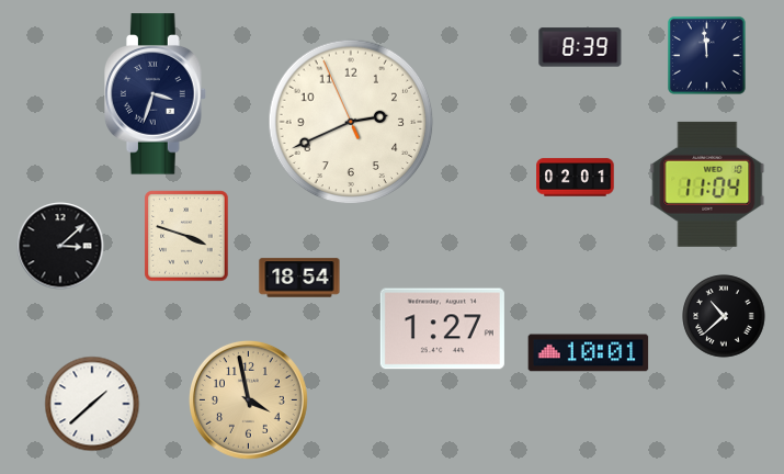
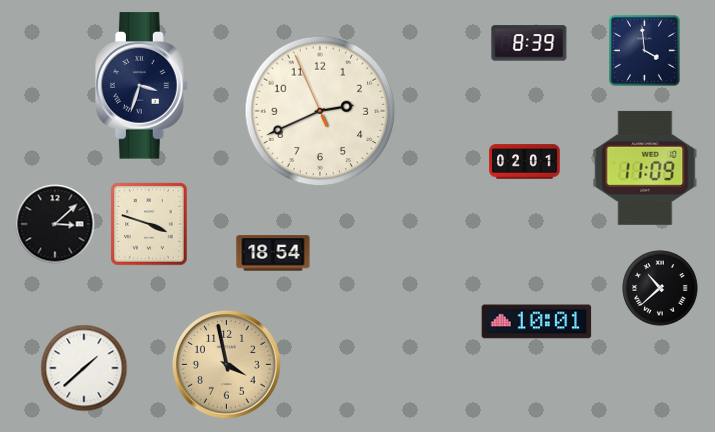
clock at (707, 56): 11:59 -> 3:59
clock at (707, 184): 11:04 -> 11:09
clock at (186, 236) position: (186, 236) -> (149, 224)
clock at (442, 329): 1:27 -> none
